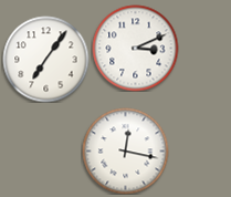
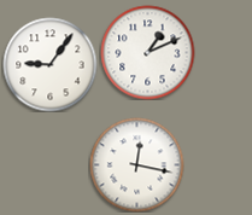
clock at (135, 48): 3:11 -> 1:11
clock at (45, 59): 7:06 -> 9:06
